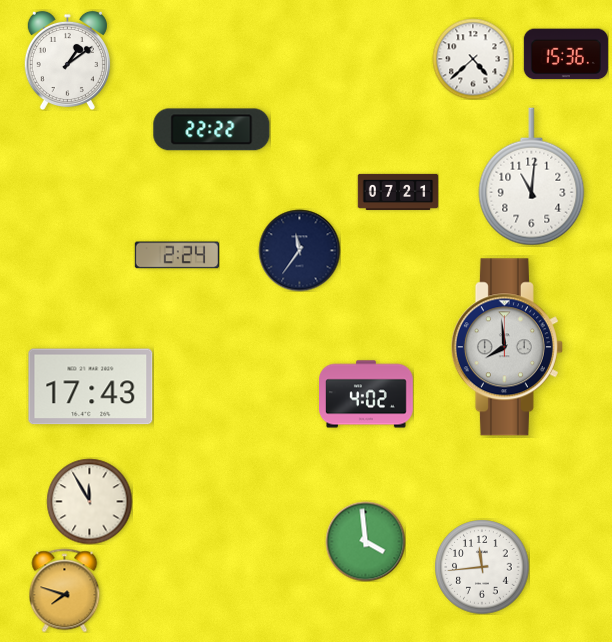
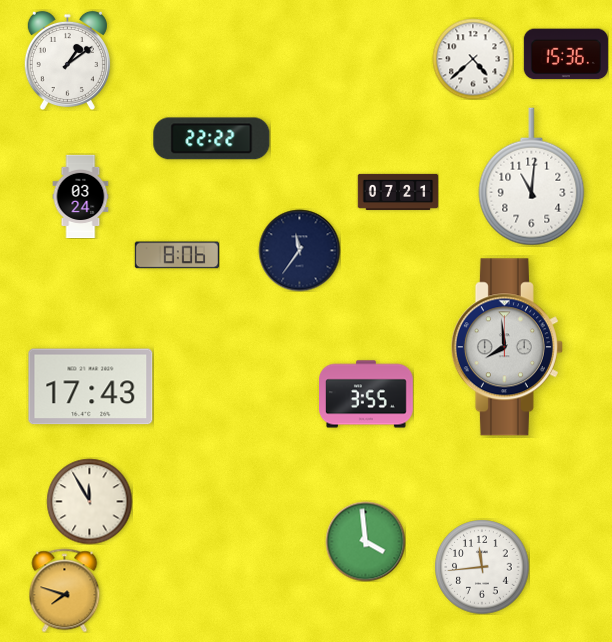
clock at (212, 130) position: (212, 130) -> (212, 139)
clock at (81, 196): none -> 03:24
clock at (177, 255): 2:24 -> 8:06
clock at (367, 394): 4:02 -> 3:55
